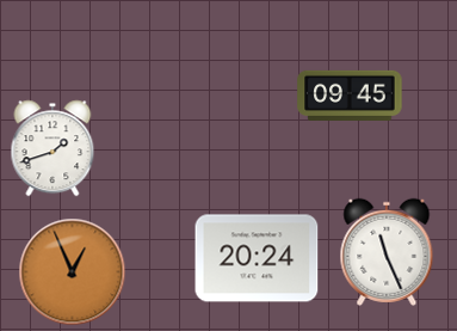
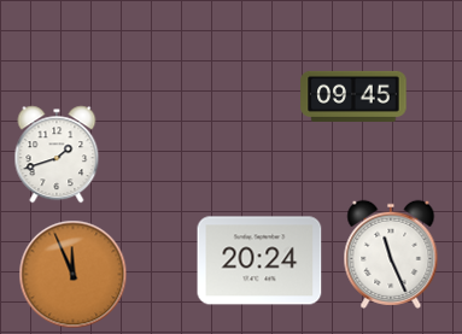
clock at (53, 148) position: (53, 148) -> (57, 154)
clock at (73, 272): 12:56 -> 11:56
